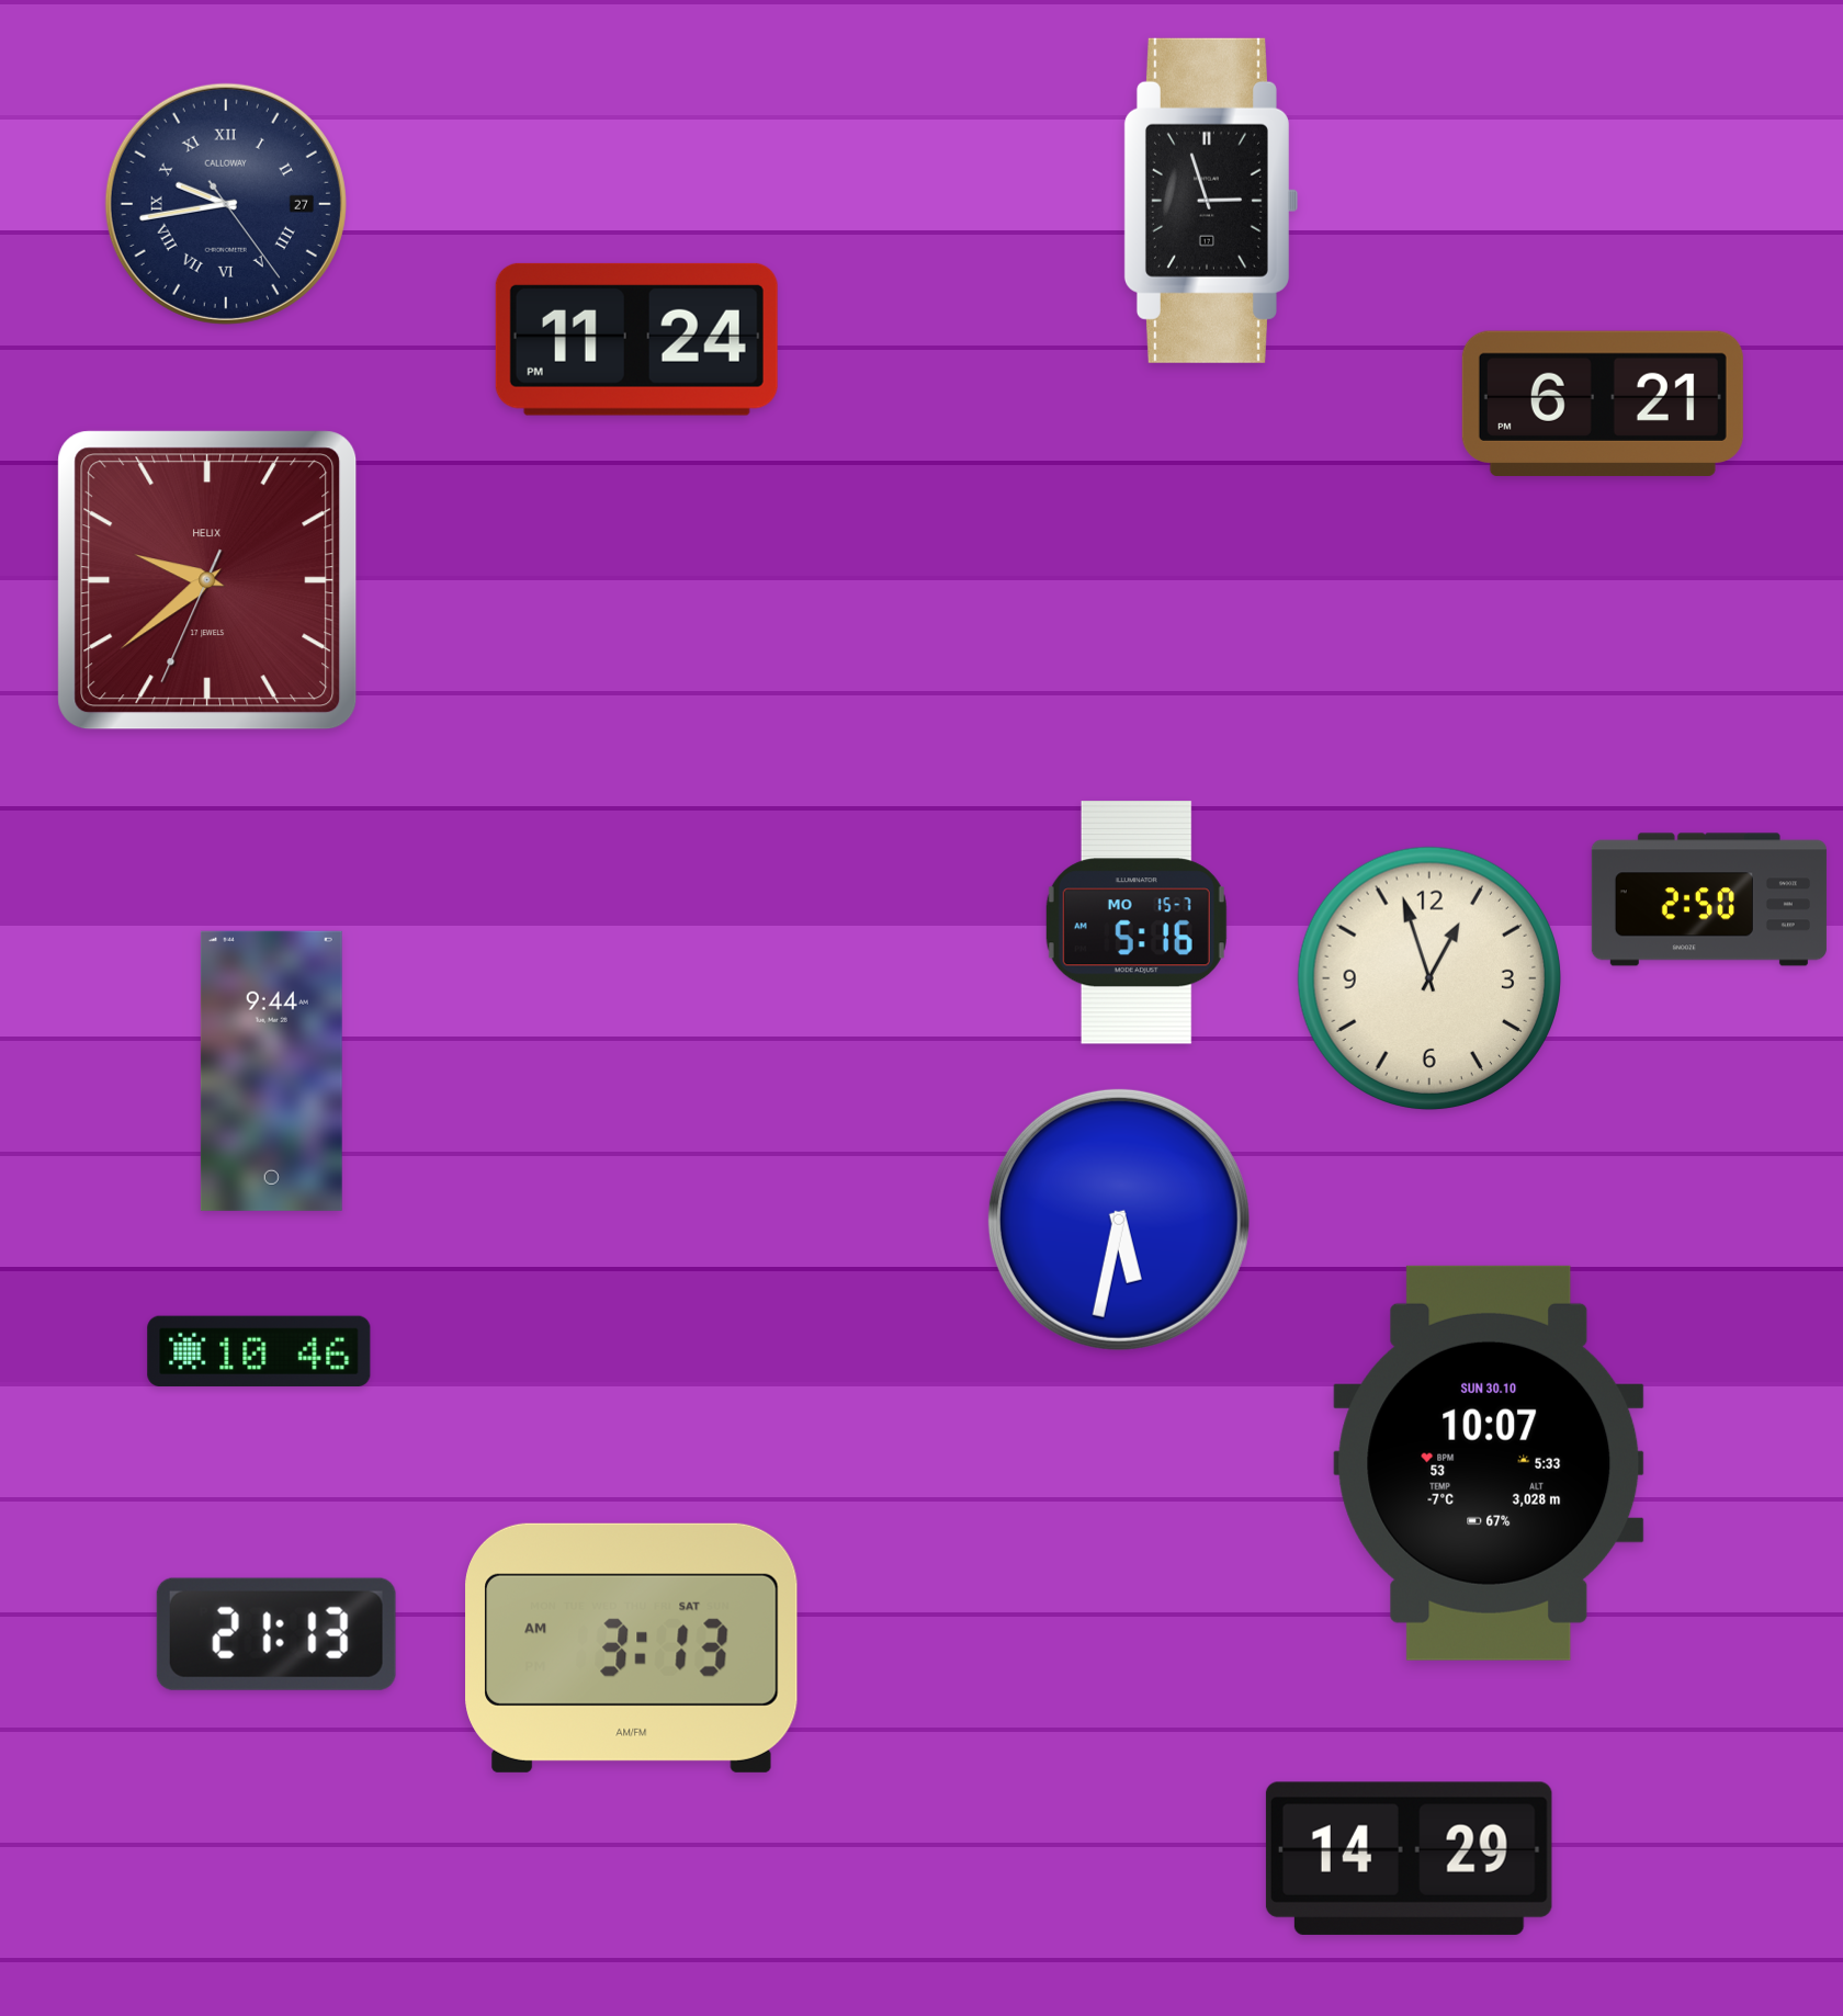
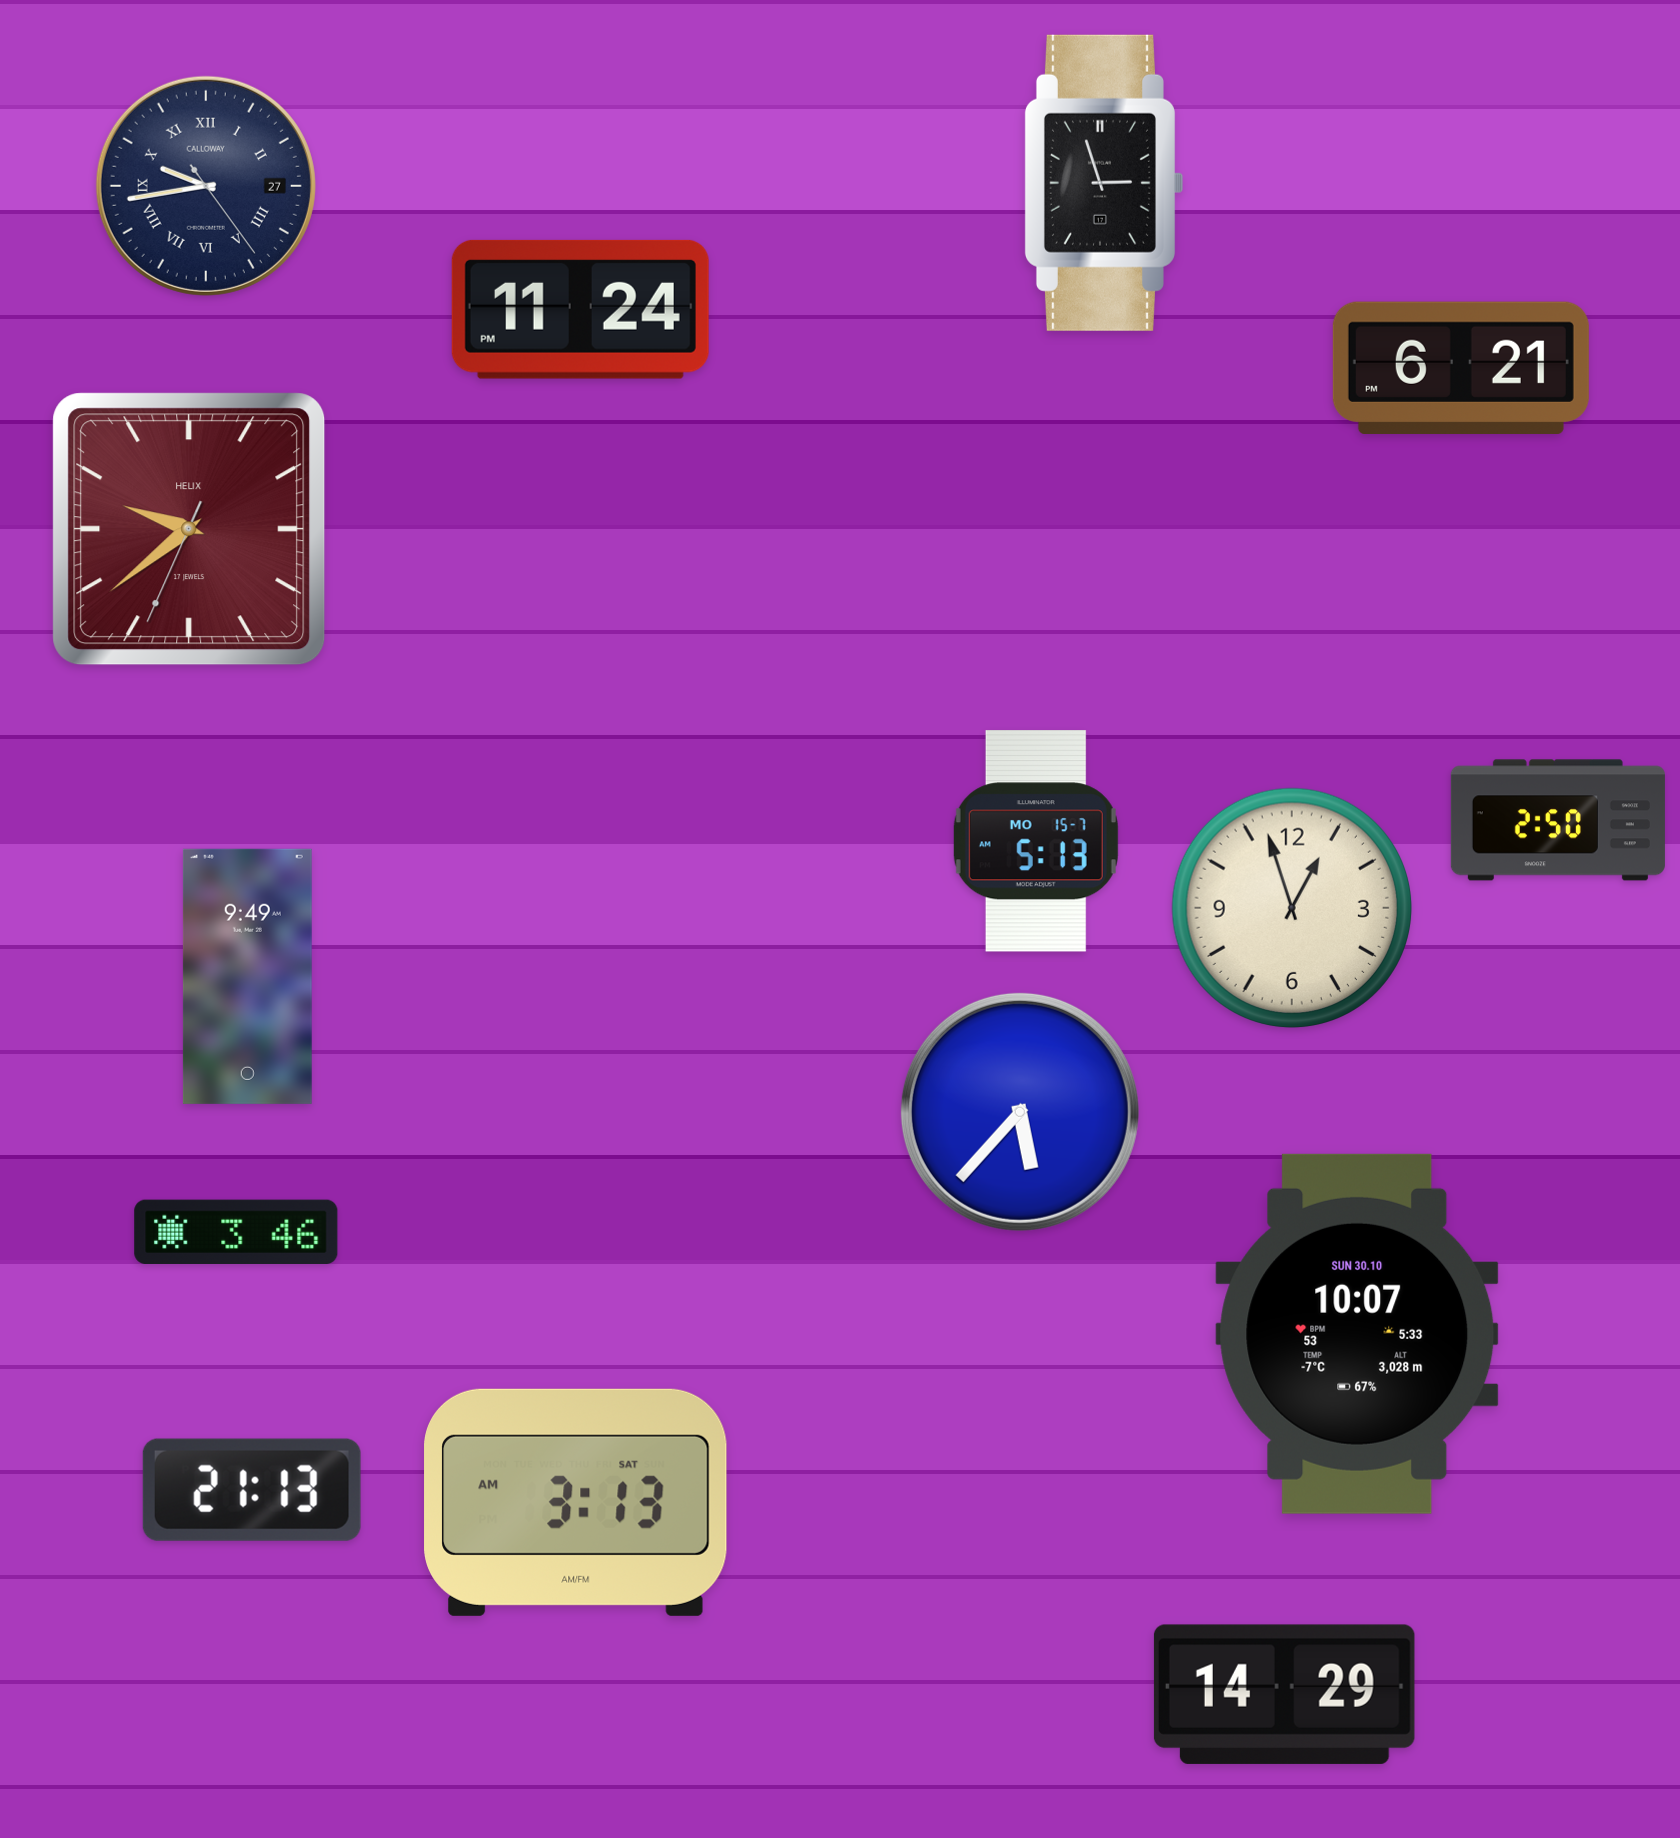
clock at (1137, 922): 5:16 -> 5:13
clock at (1428, 977) position: (1428, 977) -> (1291, 907)
clock at (271, 1071): 9:44 -> 9:49
clock at (1119, 1220): 5:32 -> 5:37
clock at (259, 1351): 10:46 -> 3:46
